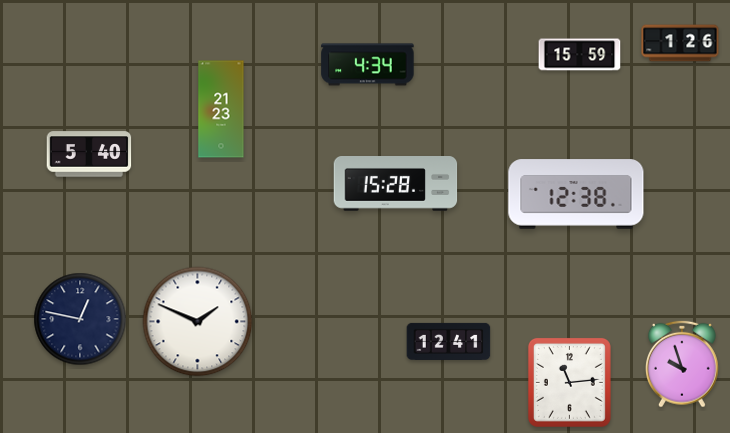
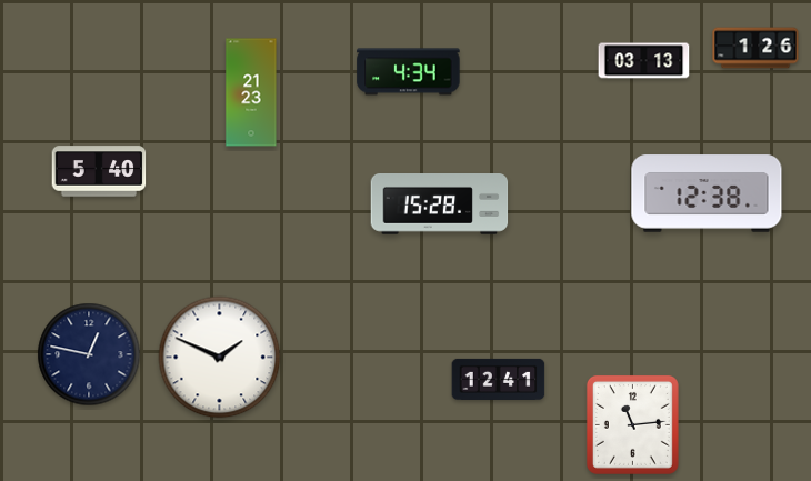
clock at (580, 55): 15:59 -> 03:13
clock at (221, 109) position: (221, 109) -> (251, 92)
clock at (576, 194) position: (576, 194) -> (707, 193)
clock at (682, 364): 9:57 -> none
